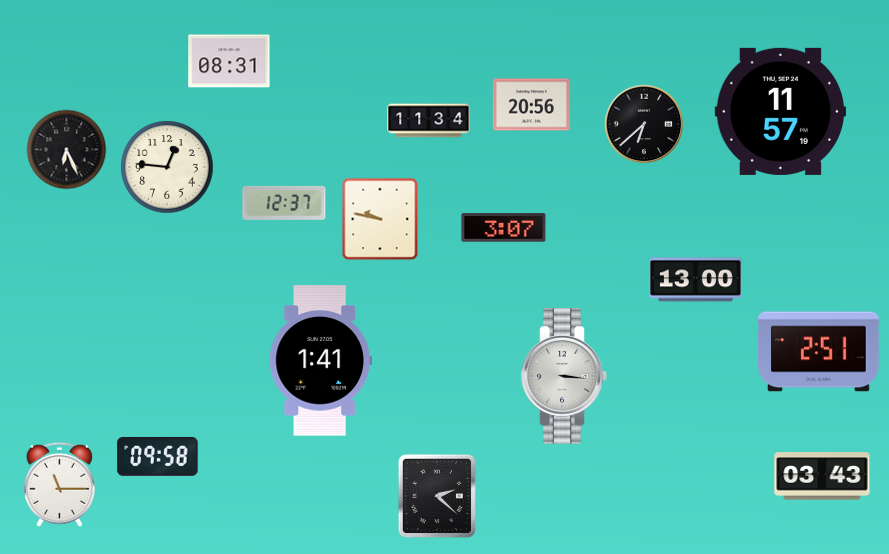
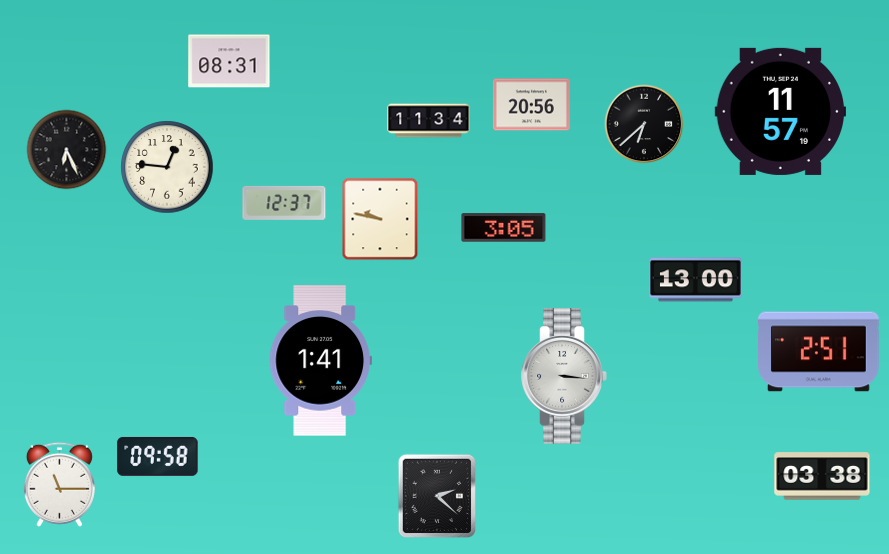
clock at (504, 228): 3:07 -> 3:05
clock at (822, 476): 03:43 -> 03:38
